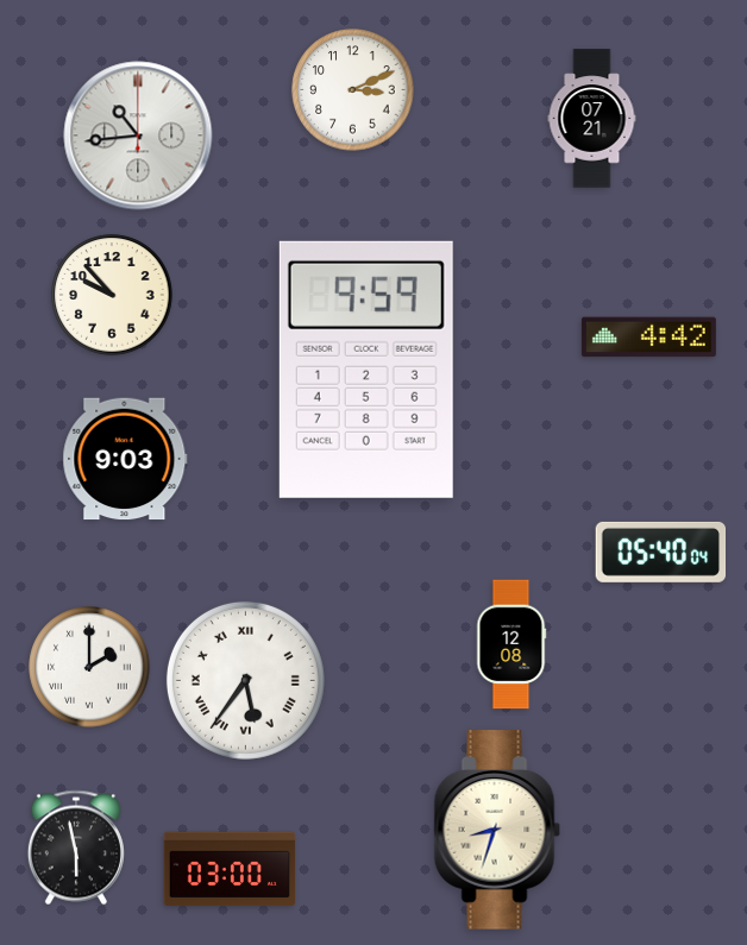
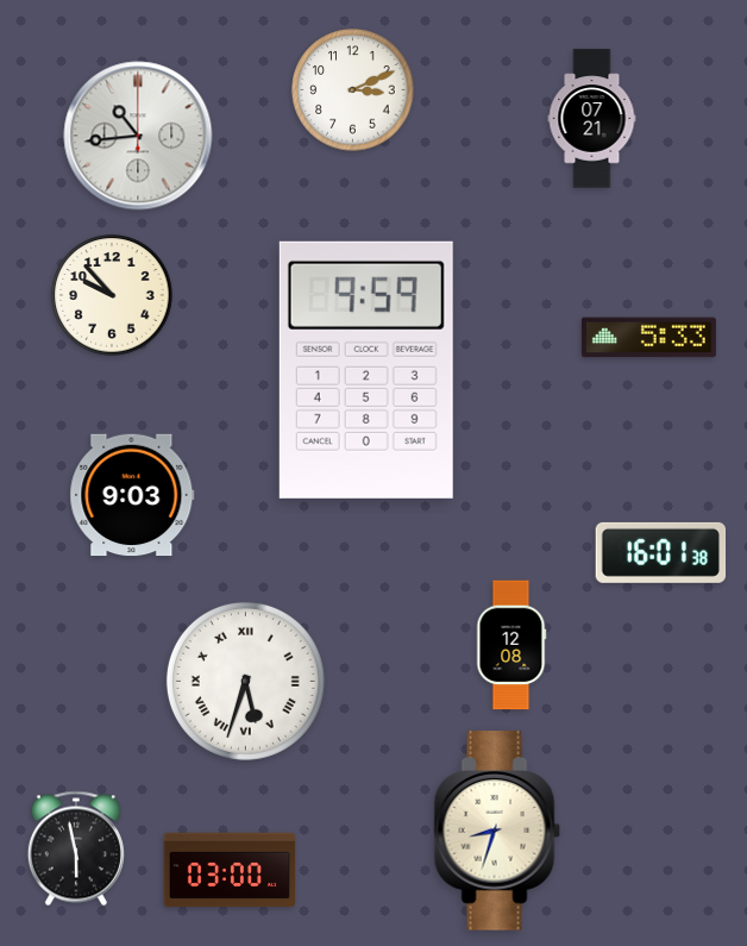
clock at (648, 338): 4:42 -> 5:33
clock at (125, 459) position: (125, 459) -> (132, 495)
clock at (661, 552): 05:40 -> 16:01
clock at (89, 667): 2:00 -> none
clock at (245, 680): 5:36 -> 5:33
